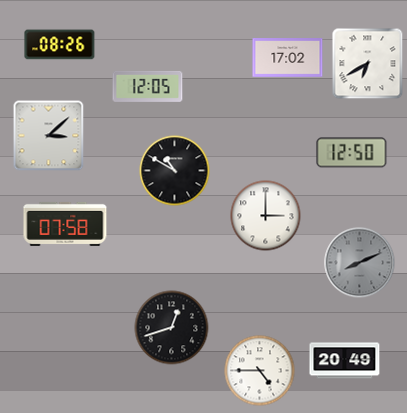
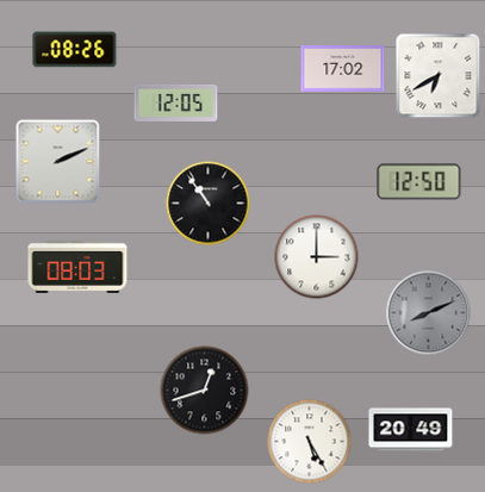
clock at (60, 45) position: (60, 45) -> (75, 50)
clock at (49, 136): 3:08 -> 2:11
clock at (175, 171): 10:50 -> 10:54
clock at (65, 224): 07:58 -> 08:03
clock at (260, 371): 4:45 -> 5:25
